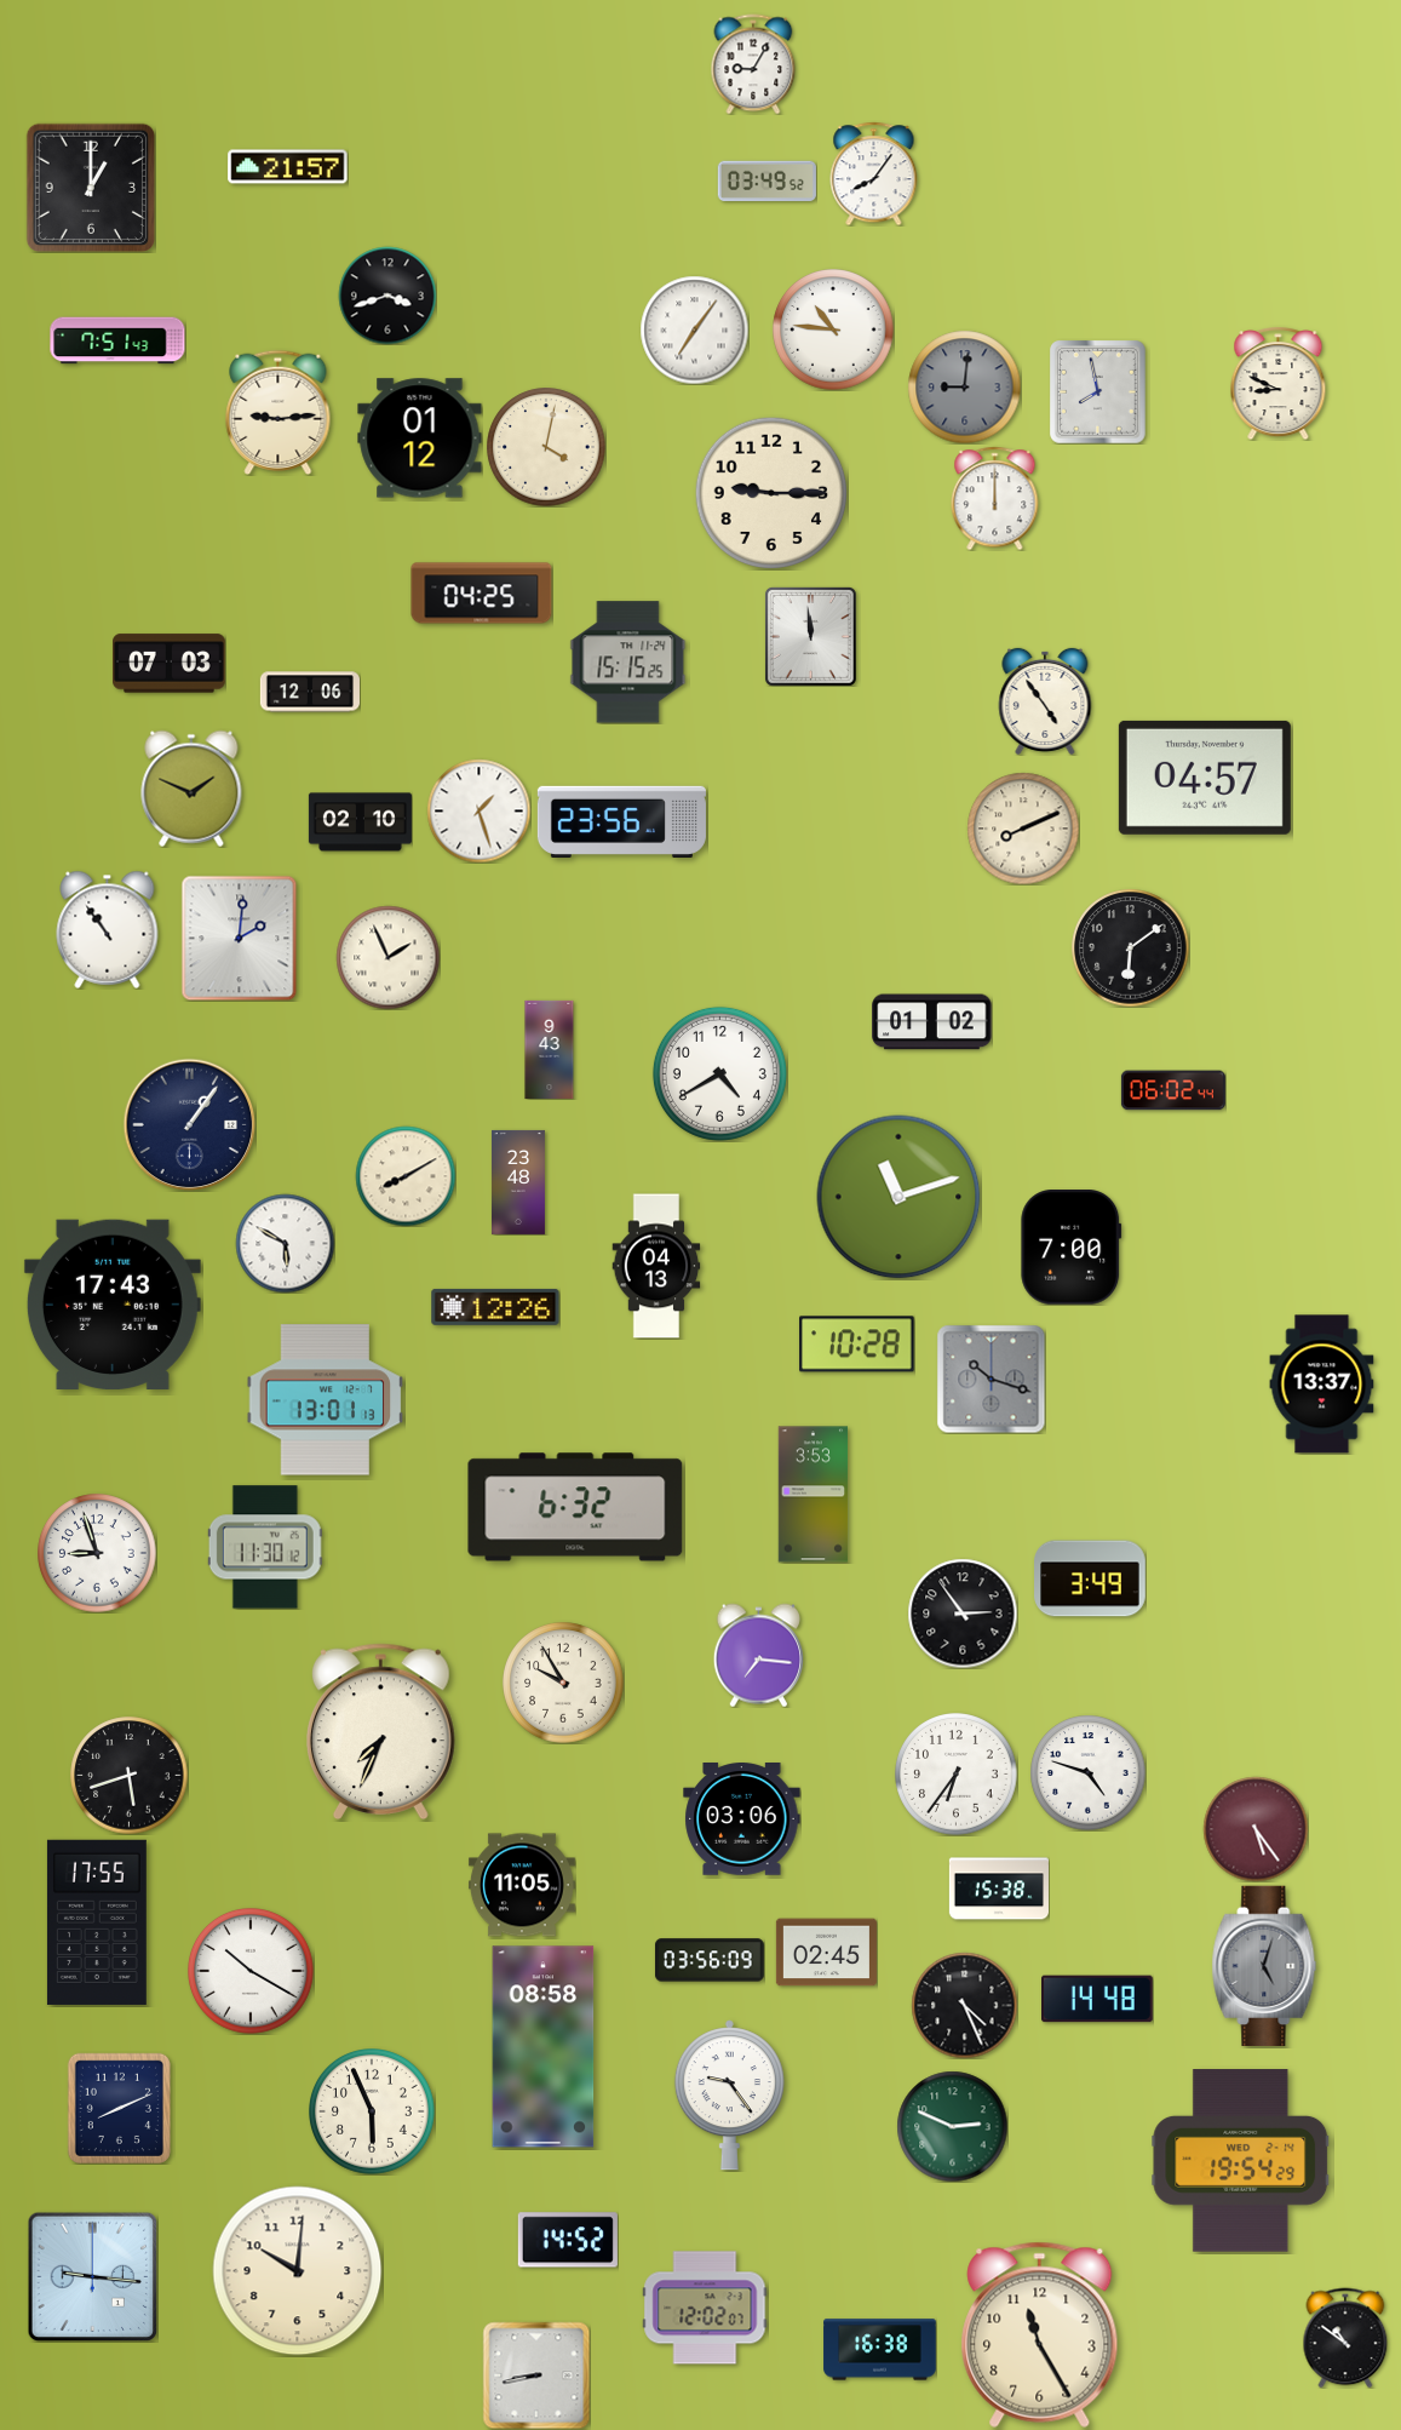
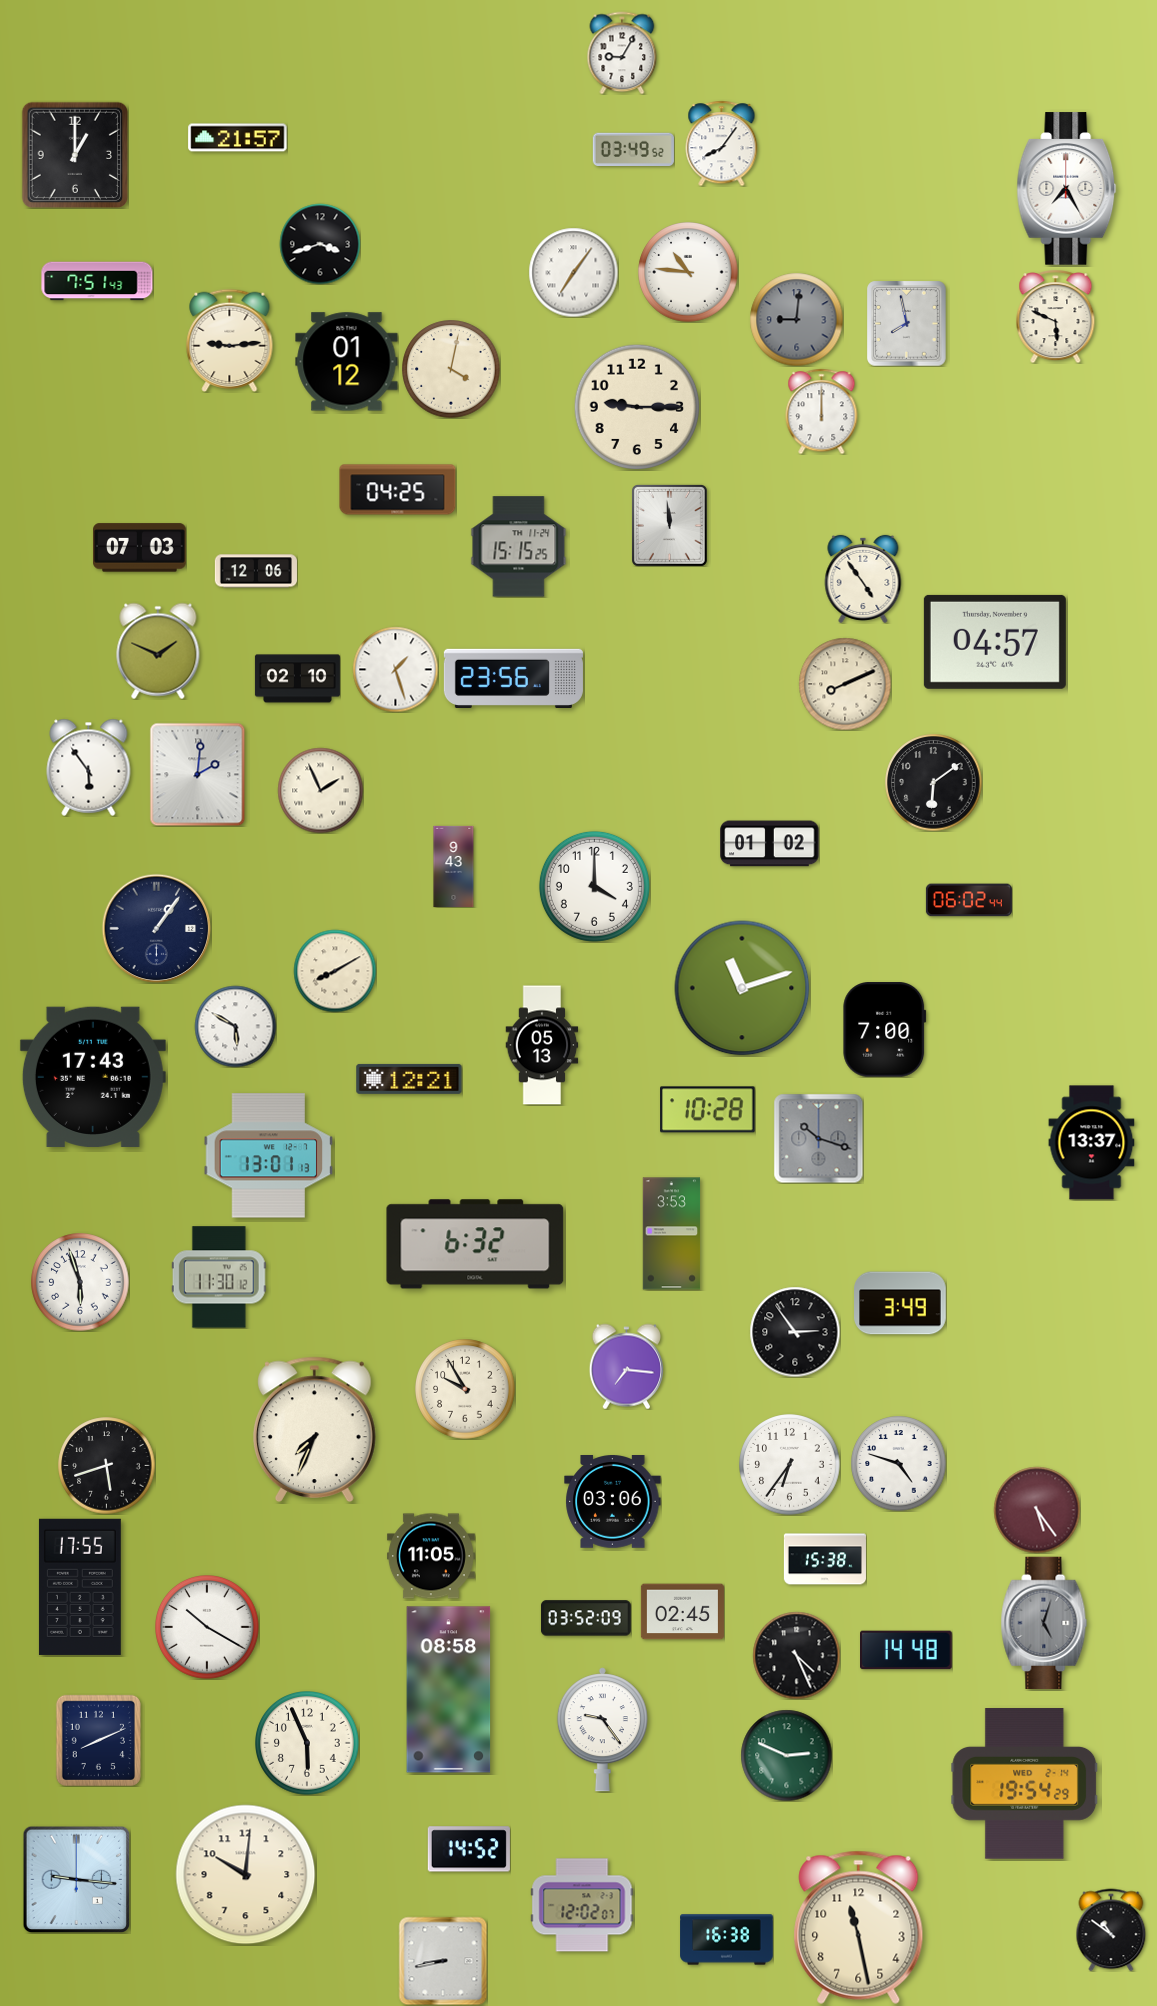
clock at (1067, 189): none -> 7:25
clock at (1279, 383): 8:49 -> 5:49
clock at (108, 929): 10:54 -> 5:54
clock at (719, 1073): 4:40 -> 4:00
clock at (518, 1182): 23:48 -> none
clock at (656, 1266): 04:13 -> 05:13
clock at (495, 1307): 12:26 -> 12:21
clock at (97, 1553): 8:57 -> 5:57
clock at (710, 1960): 03:56 -> 03:52
clock at (1040, 2334): 11:25 -> 11:28
